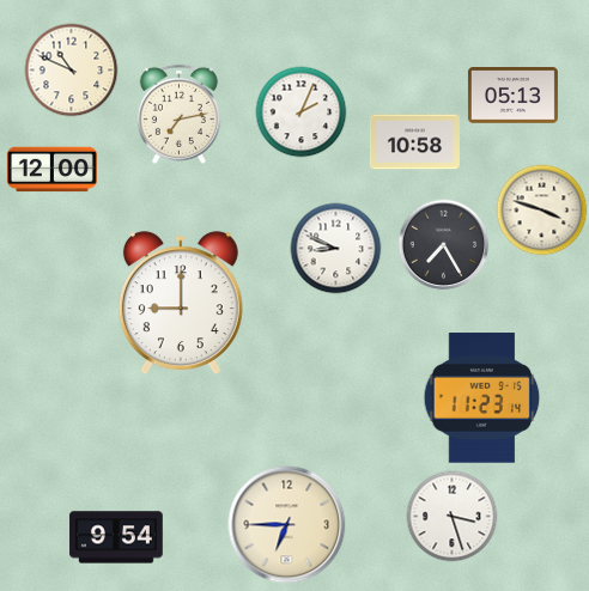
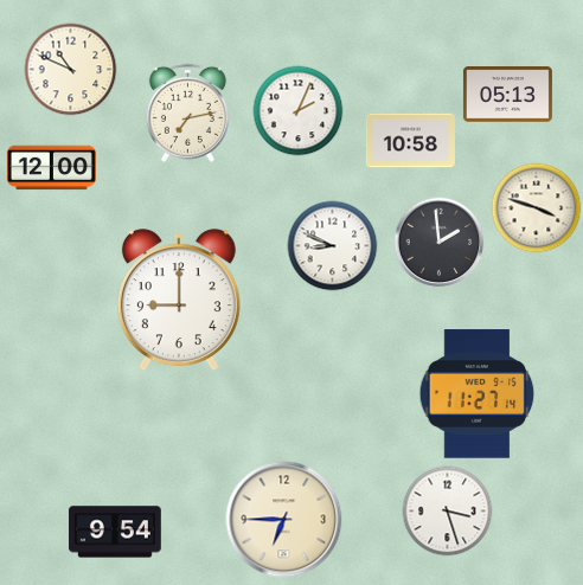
clock at (178, 114) position: (178, 114) -> (187, 112)
clock at (444, 245): 7:25 -> 1:59
clock at (482, 398): 11:23 -> 11:27
